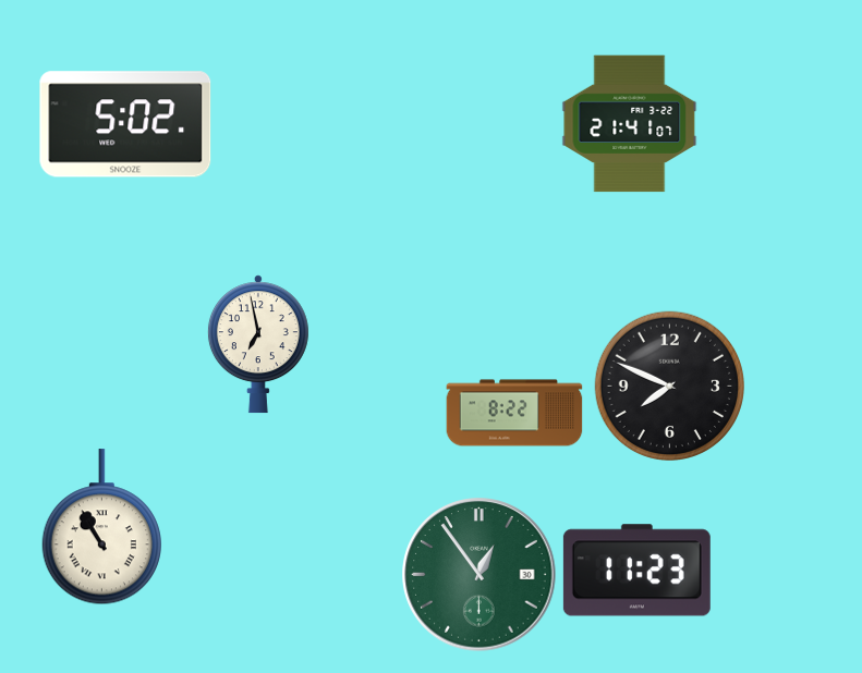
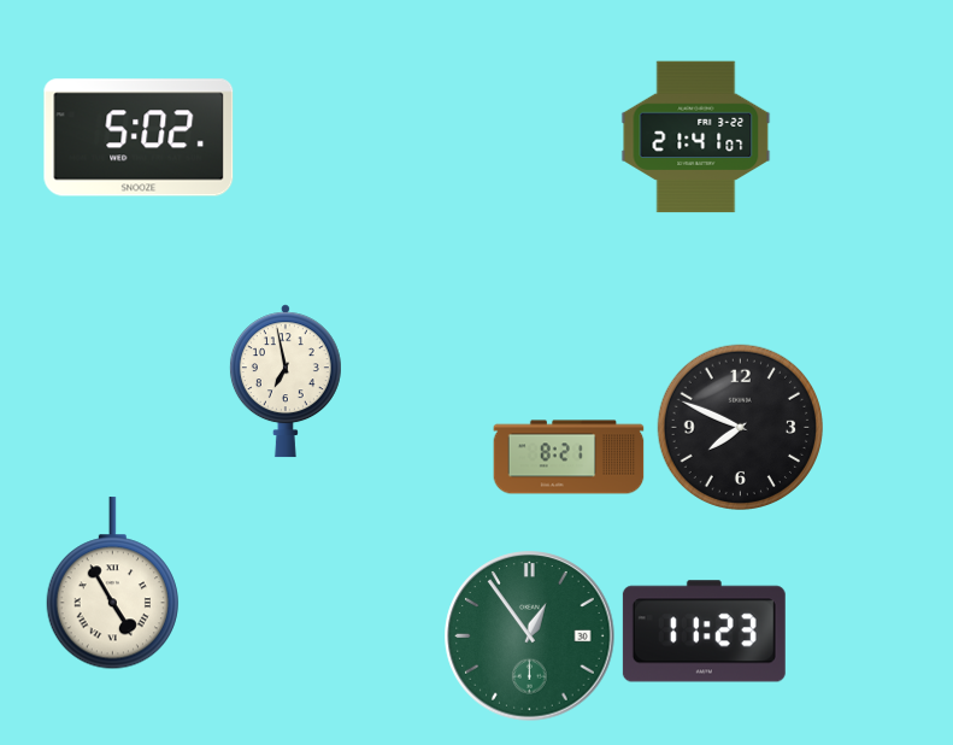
clock at (514, 413): 8:22 -> 8:21
clock at (101, 527): 10:55 -> 4:55
